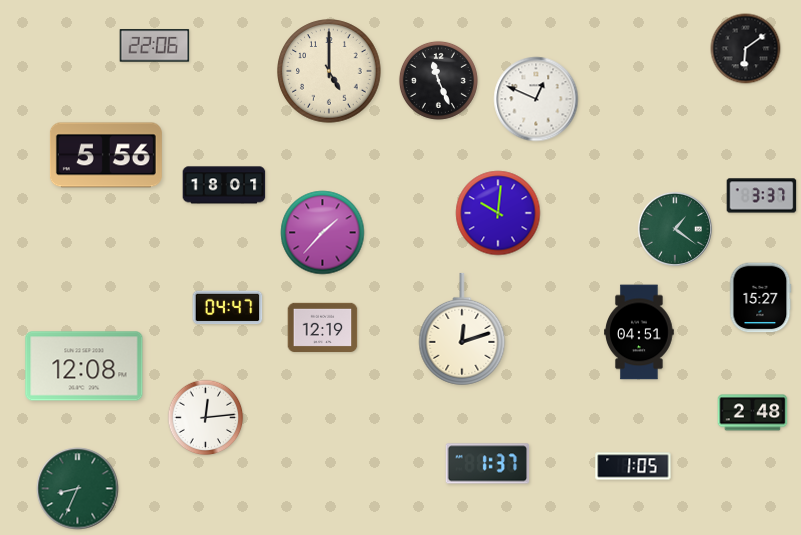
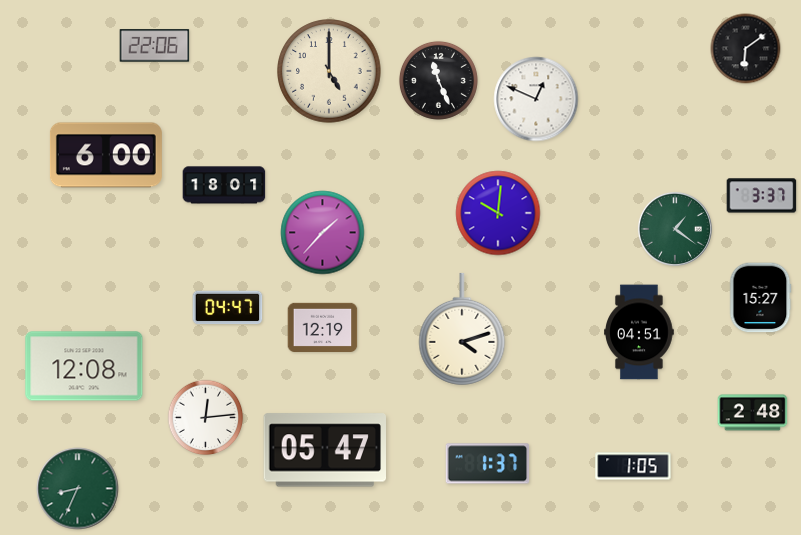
clock at (106, 155): 5:56 -> 6:00
clock at (462, 329): 12:12 -> 4:12
clock at (324, 450): none -> 05:47
